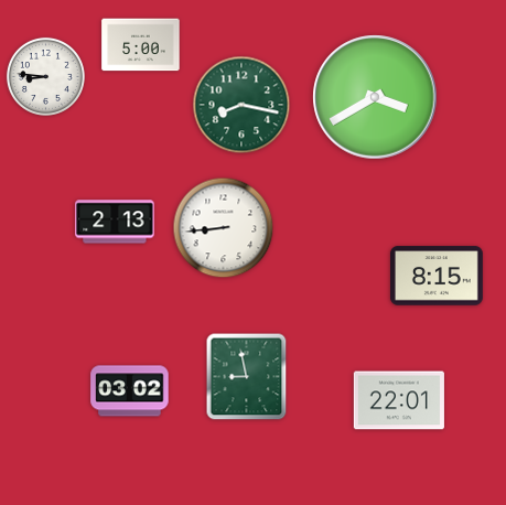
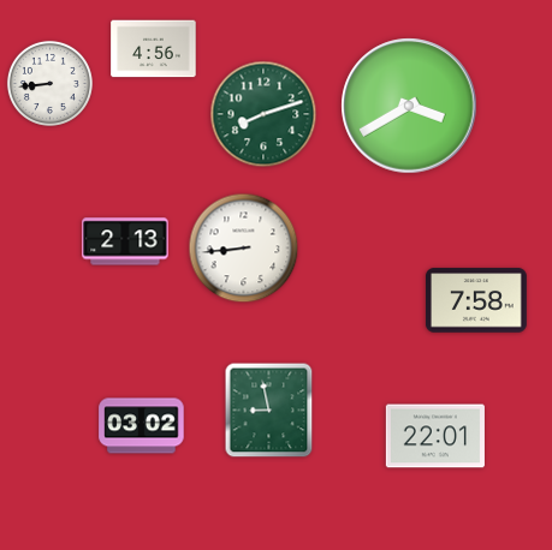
clock at (141, 45): 5:00 -> 4:56
clock at (45, 76): 8:46 -> 8:44
clock at (241, 105): 8:17 -> 8:12
clock at (437, 276): 8:15 -> 7:58
